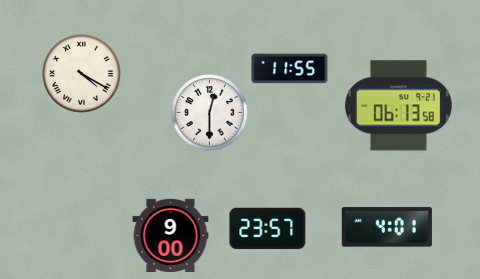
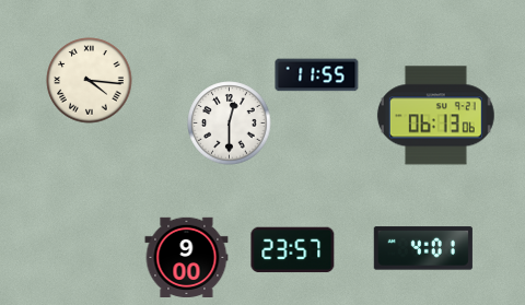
clock at (82, 74): 4:20 -> 4:16
clock at (398, 106): 06:13:58 -> 06:13:06
